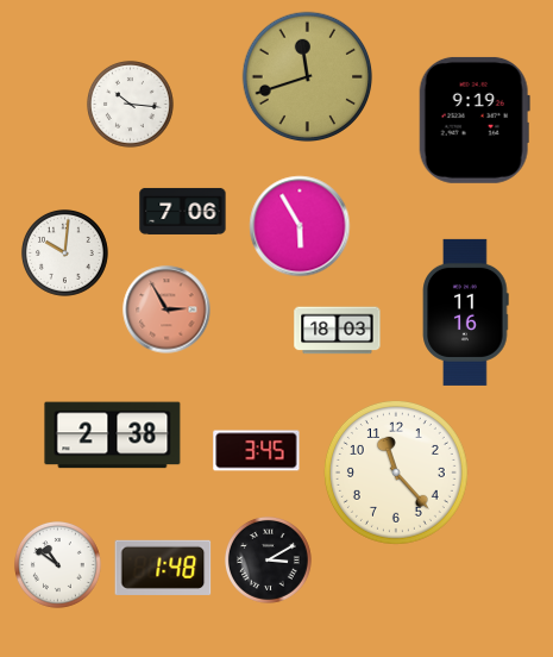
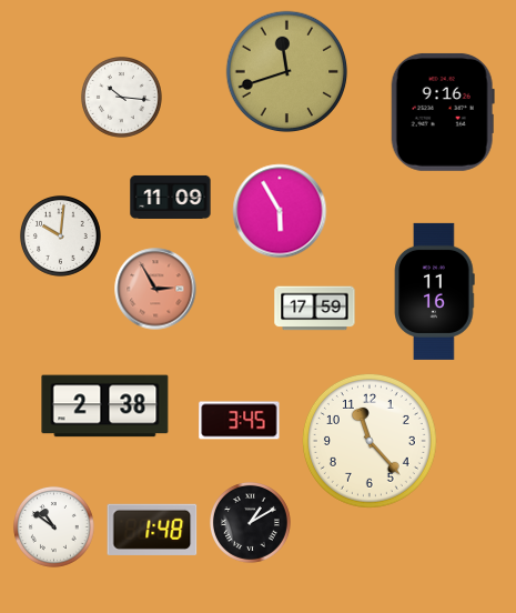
clock at (475, 120): 9:19 -> 9:16
clock at (183, 211): 7:06 -> 11:09
clock at (338, 331): 18:03 -> 17:59
clock at (269, 559): 3:10 -> 1:10
